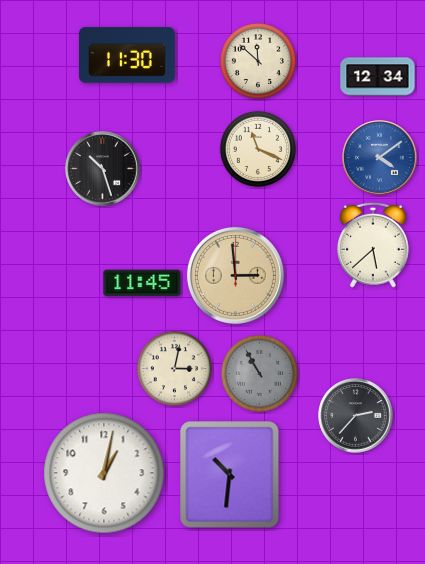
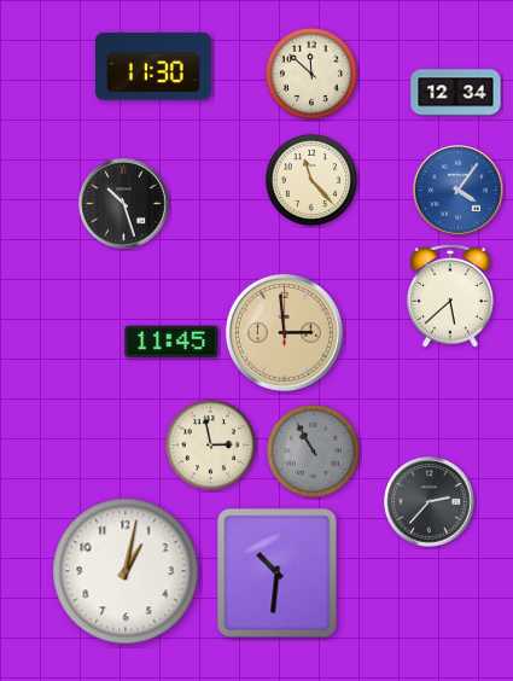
clock at (258, 149): 11:19 -> 11:23
clock at (380, 158): 4:09 -> 4:06
clock at (174, 368): 3:02 -> 2:58
